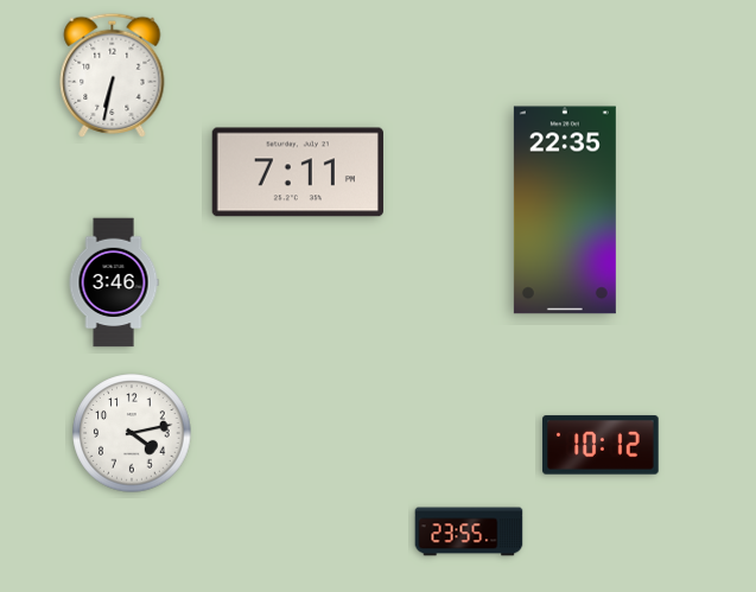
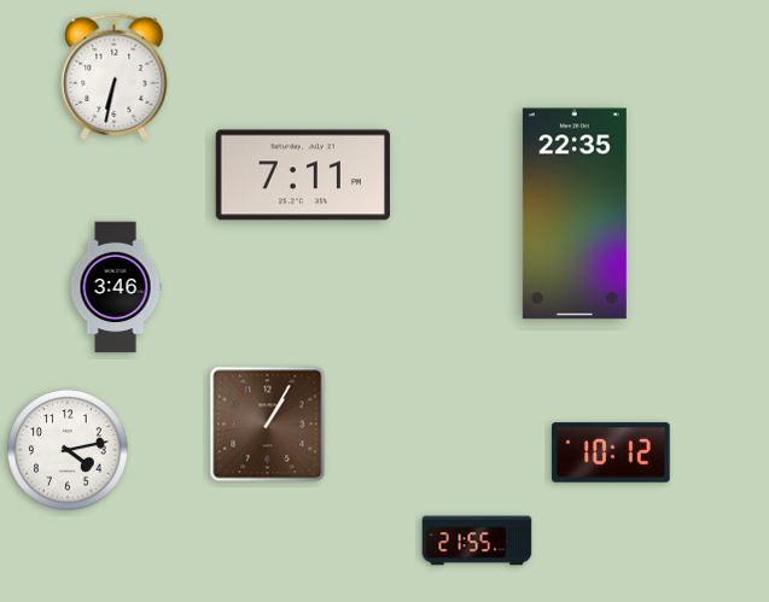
clock at (268, 425): none -> 1:05
clock at (132, 433) position: (132, 433) -> (68, 450)
clock at (469, 531): 23:55 -> 21:55
